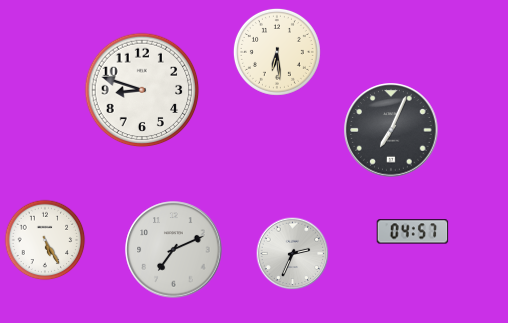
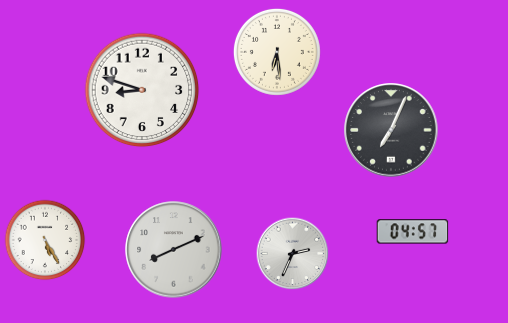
clock at (174, 250): 7:11 -> 8:11
